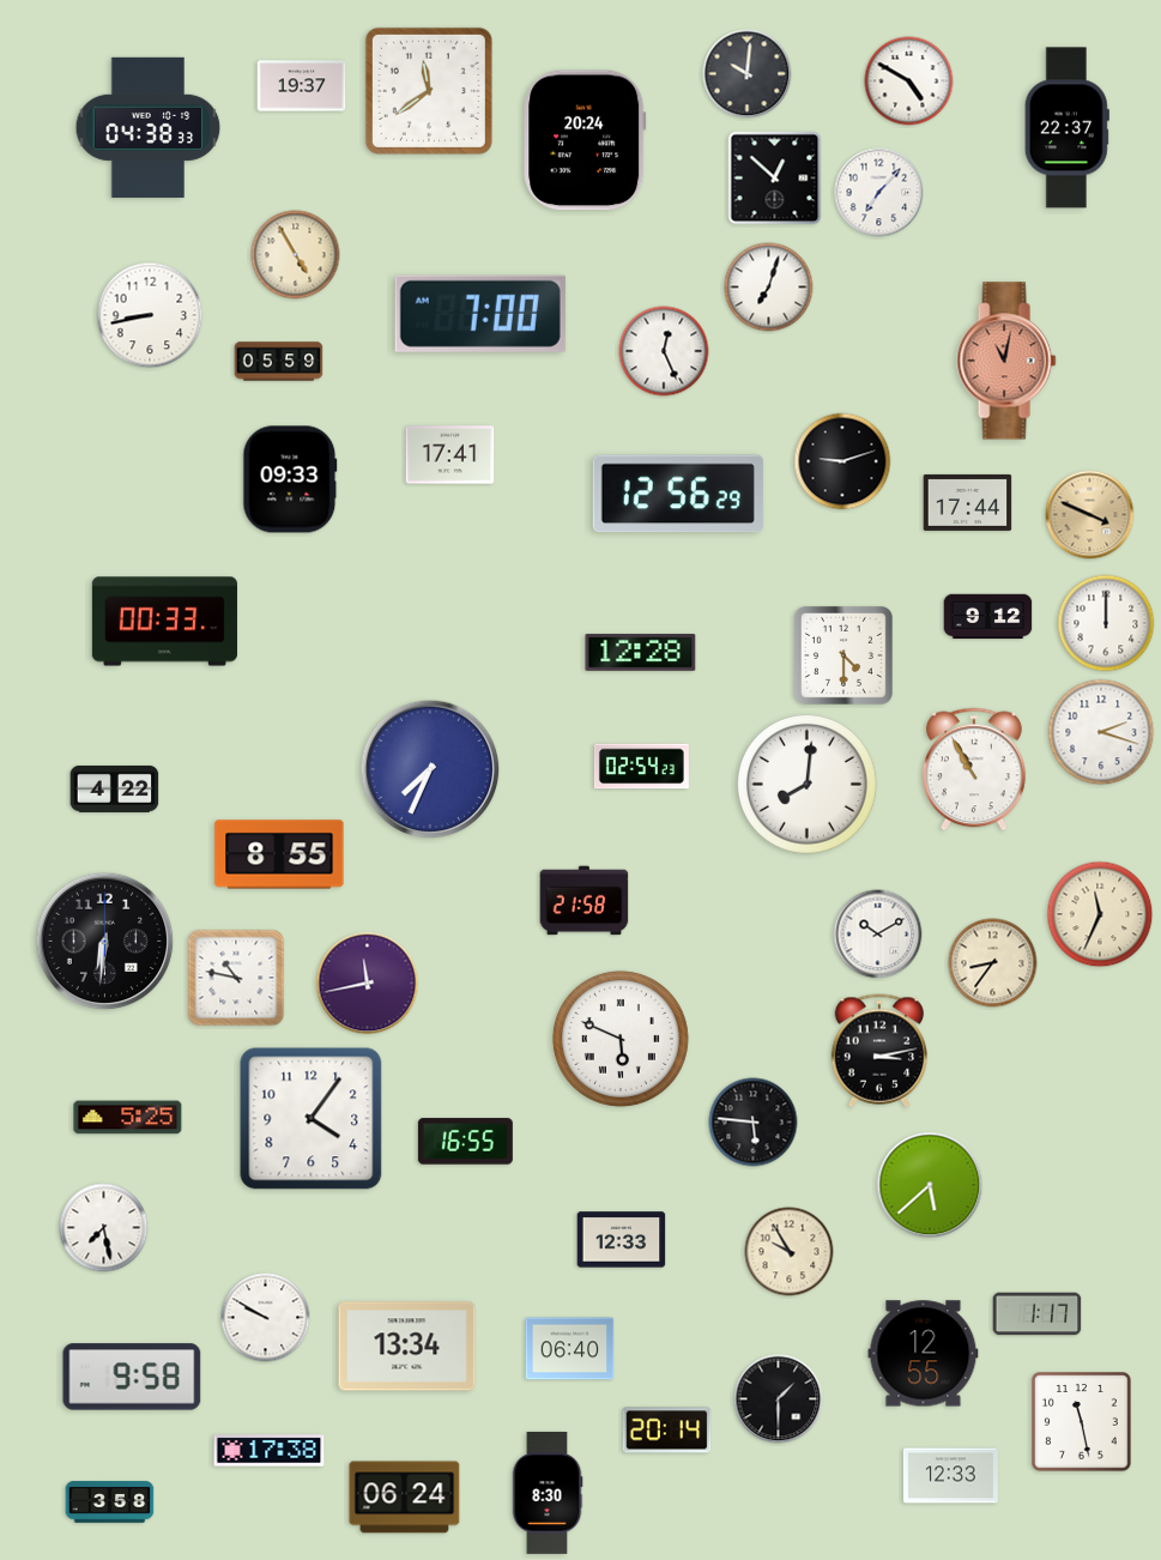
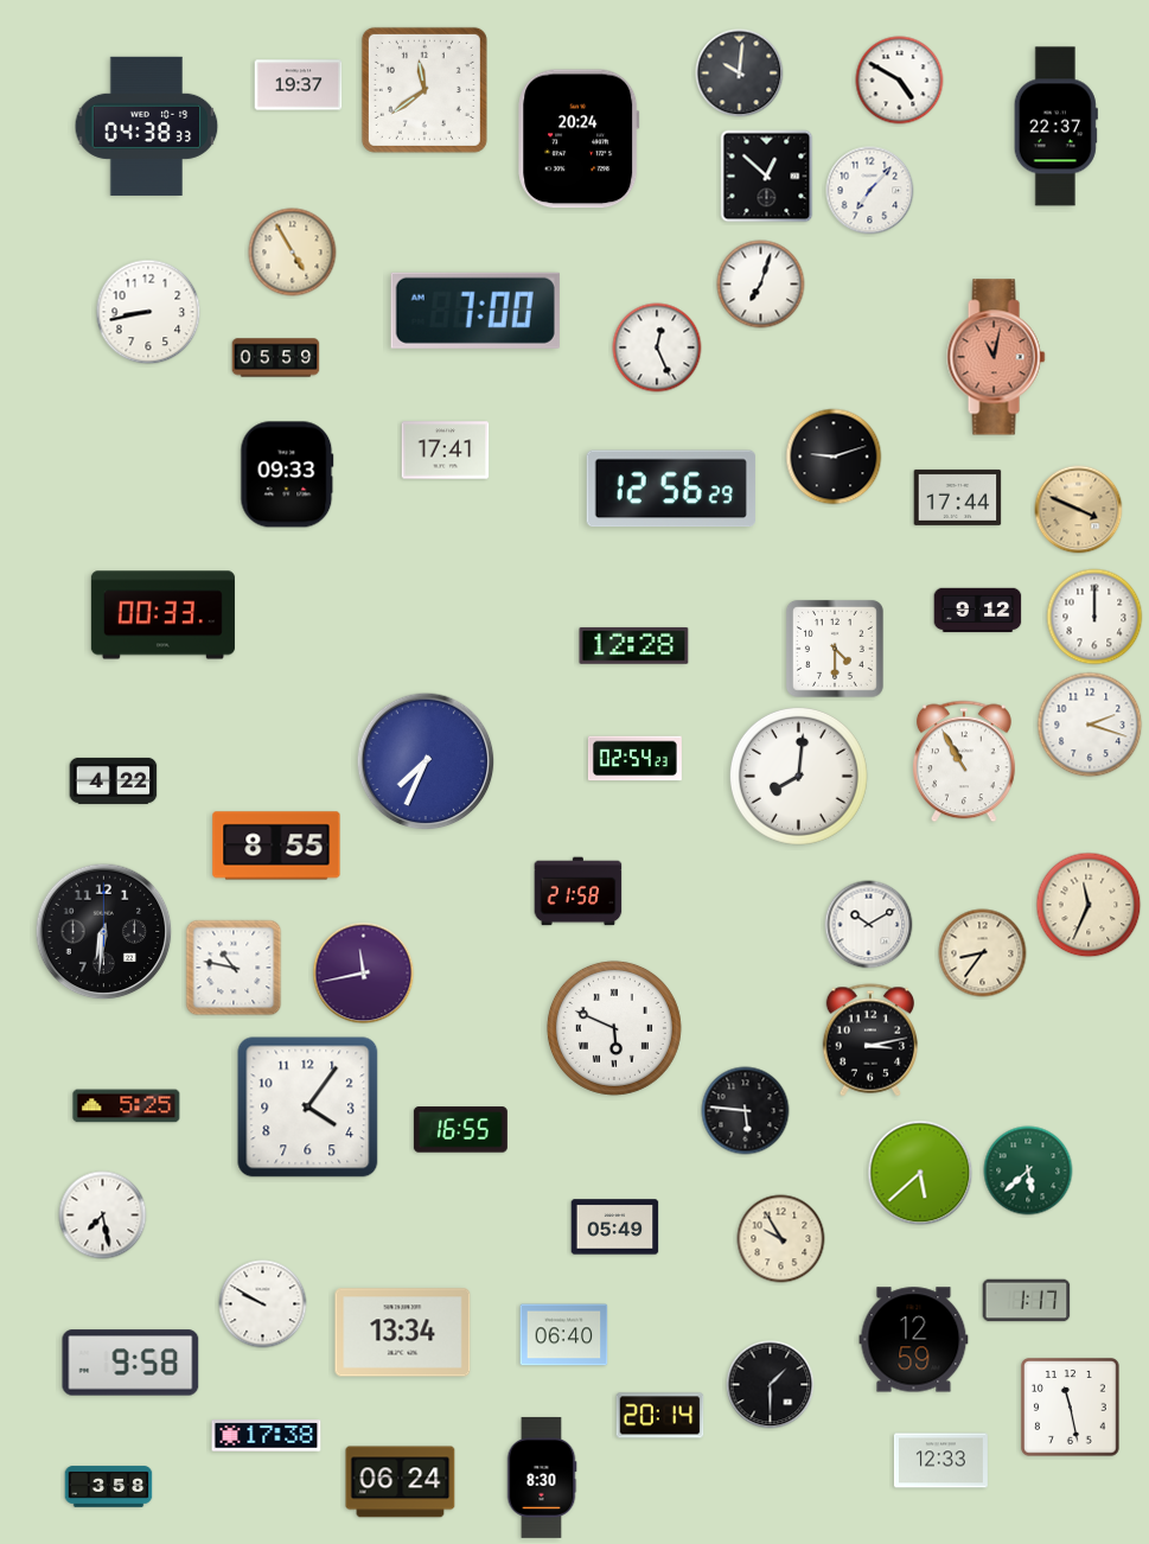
clock at (1028, 1170): none -> 5:38
clock at (622, 1240): 12:33 -> 05:49
clock at (924, 1354): 12:55 -> 12:59
